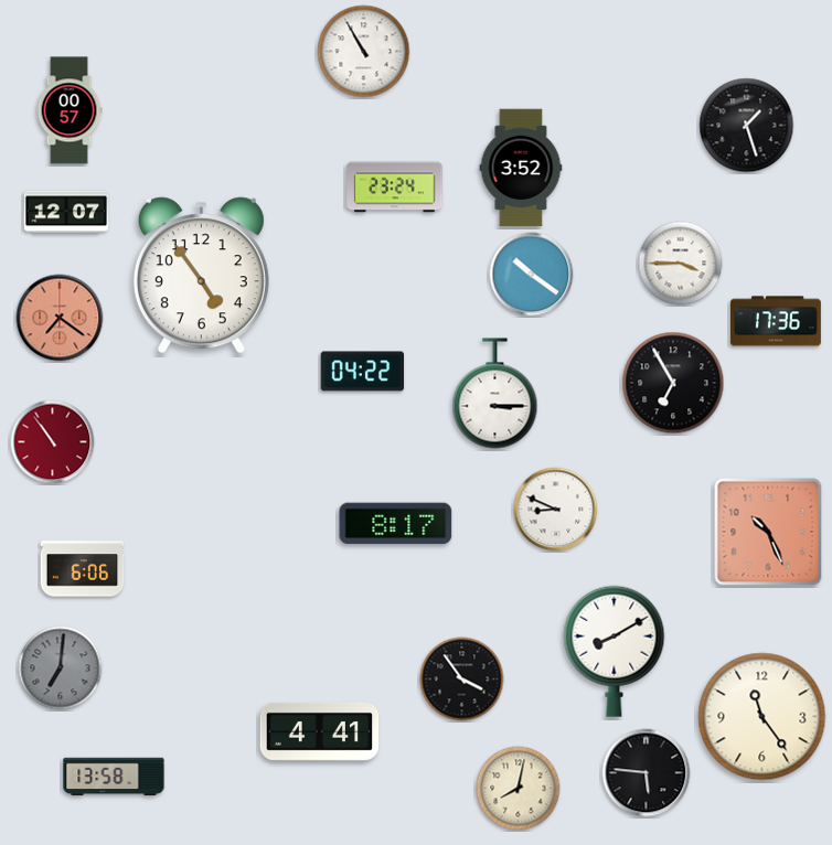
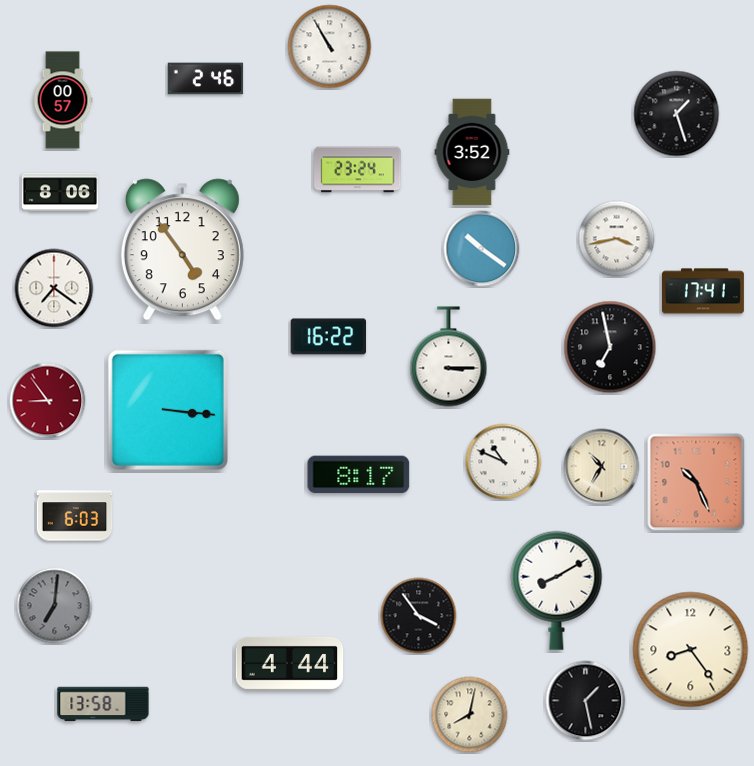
clock at (206, 79): none -> 2:46
clock at (66, 212): 12:07 -> 8:06
clock at (681, 264): 3:45 -> 3:43
clock at (60, 318) dial: salmon -> white
clock at (776, 321): 17:36 -> 17:41
clock at (363, 372): 04:22 -> 16:22
clock at (673, 383): 6:55 -> 6:58
clock at (53, 442): 10:54 -> 8:54
clock at (168, 410): none -> 3:16
clock at (556, 510): 8:49 -> 10:49
clock at (602, 467): none -> 10:35
clock at (83, 569): 6:06 -> 6:03
clock at (762, 717): 11:24 -> 8:24
clock at (320, 731): 4:41 -> 4:44
clock at (647, 773): 5:46 -> 1:28
